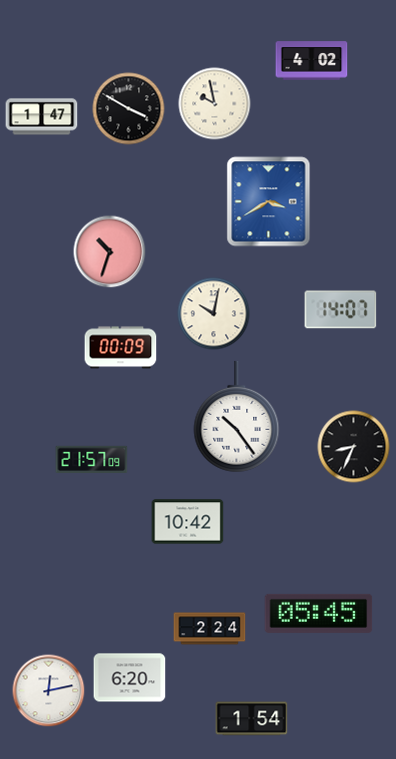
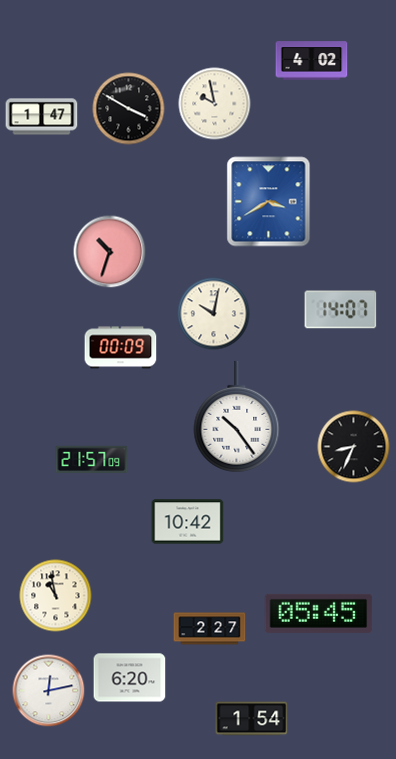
clock at (56, 596): none -> 10:58
clock at (210, 629): 2:24 -> 2:27
